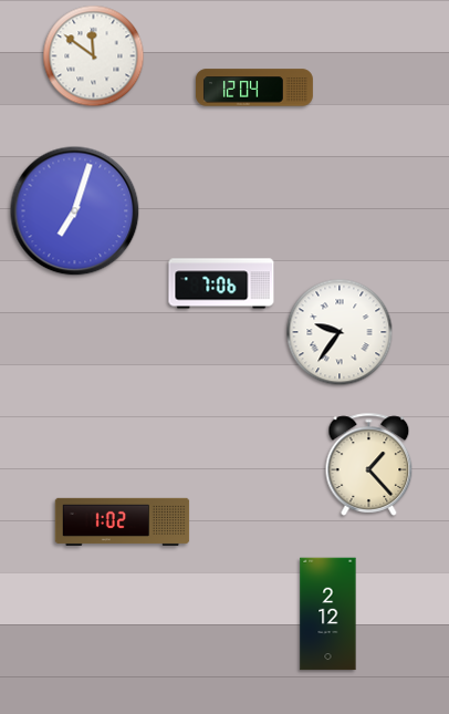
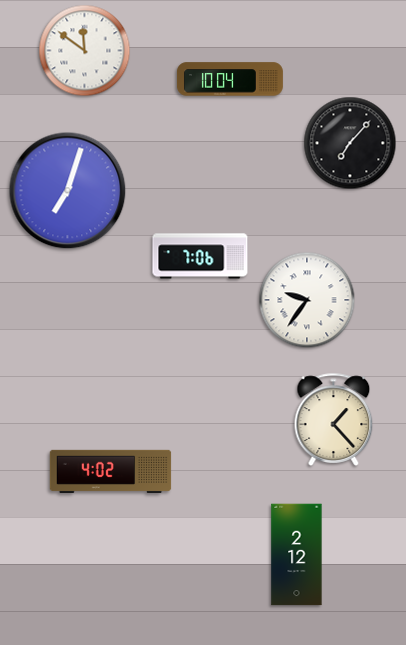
clock at (254, 87): 12:04 -> 10:04
clock at (350, 143): none -> 7:07
clock at (123, 521): 1:02 -> 4:02
